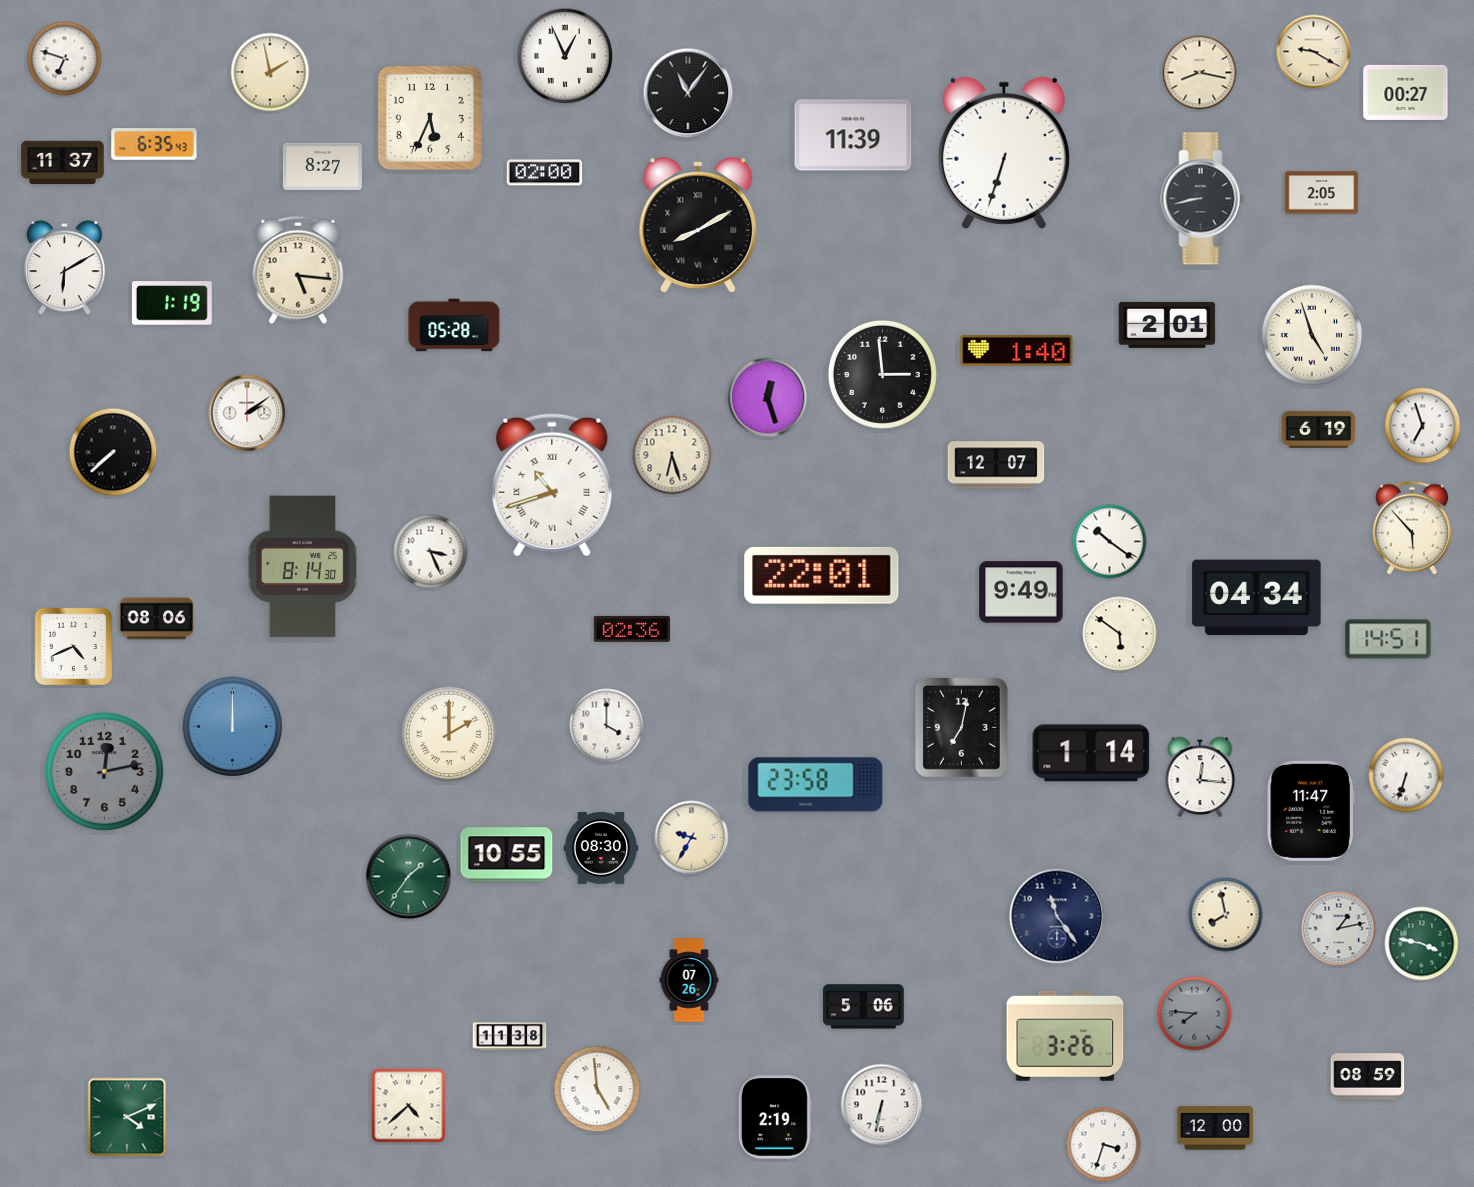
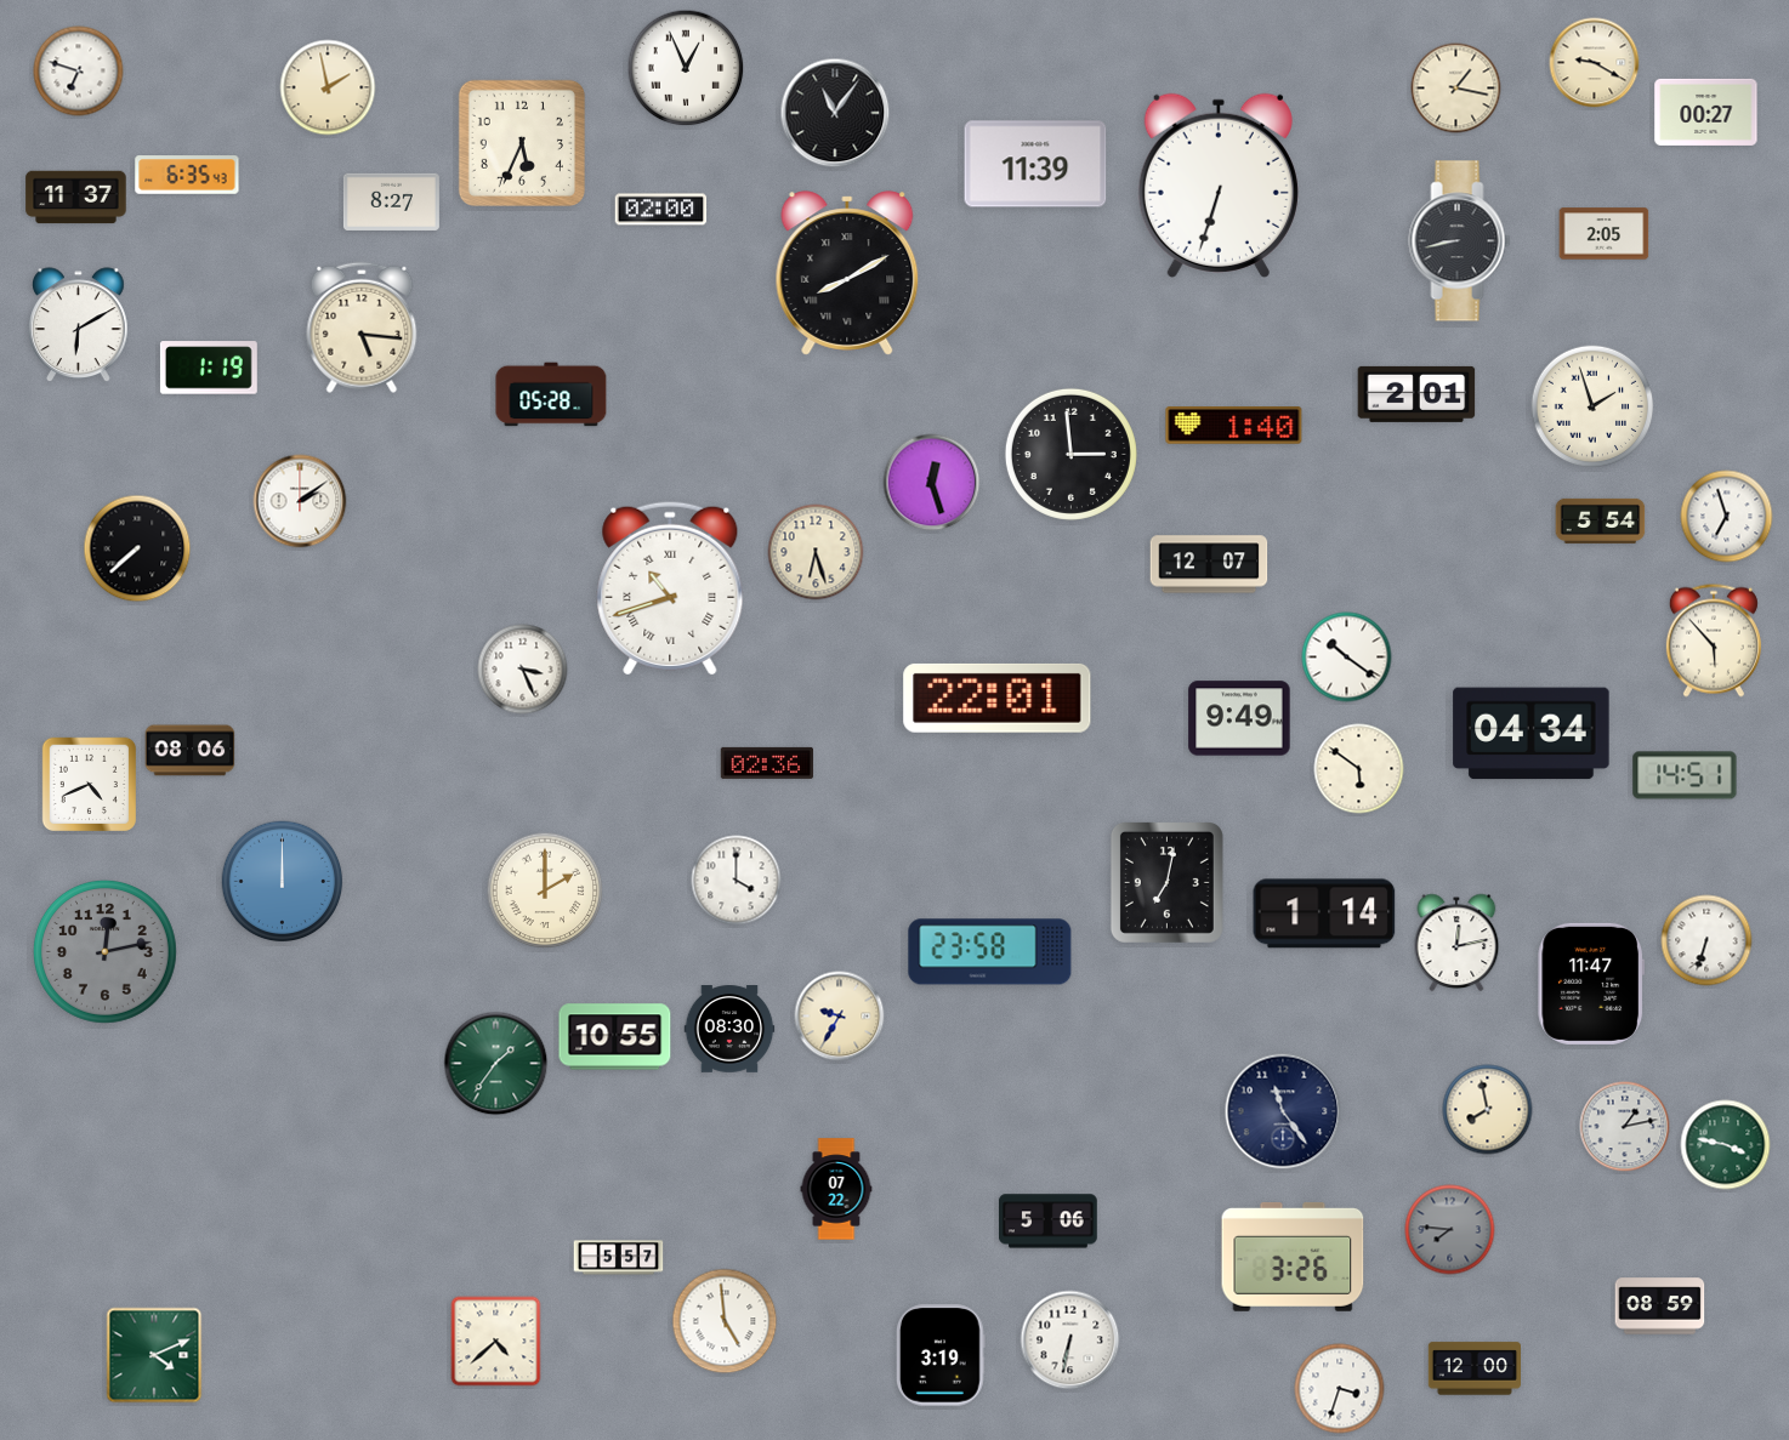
clock at (1200, 73): 8:17 -> 1:17
clock at (1312, 335): 4:57 -> 1:57
clock at (1319, 429): 6:19 -> 5:54
clock at (303, 567): 8:14 -> none
clock at (1257, 598) position: (1257, 598) -> (1532, 734)
clock at (104, 771) position: (104, 771) -> (104, 951)
clock at (1200, 777): 12:16 -> 12:13
clock at (689, 980): 07:26 -> 07:22
clock at (510, 1037): 11:38 -> 5:57
clock at (776, 1117): 2:19 -> 3:19
